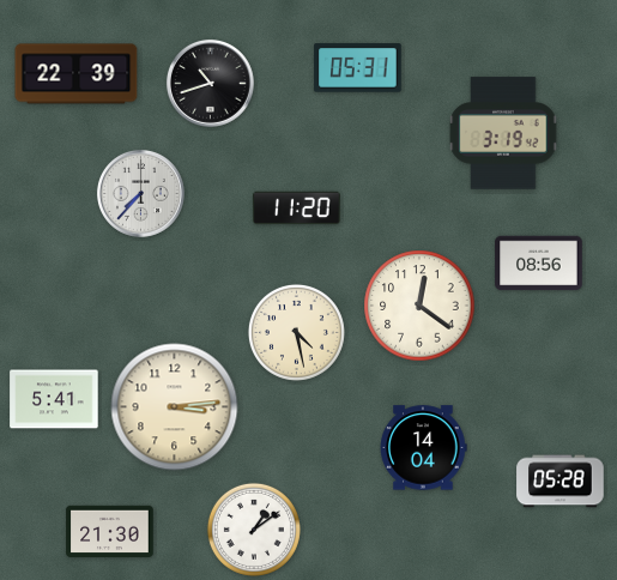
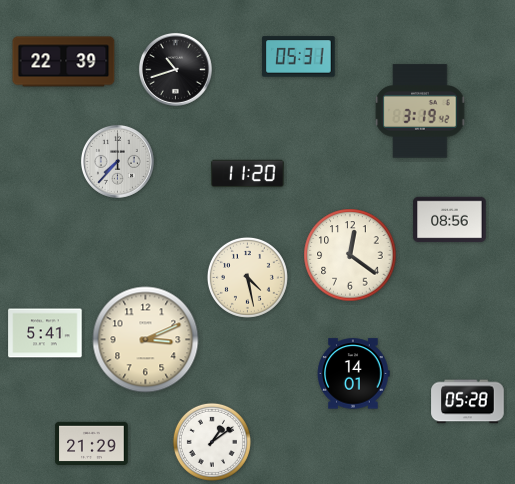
clock at (175, 407): 3:14 -> 3:11
clock at (423, 448): 14:04 -> 14:01
clock at (110, 531): 21:30 -> 21:29
